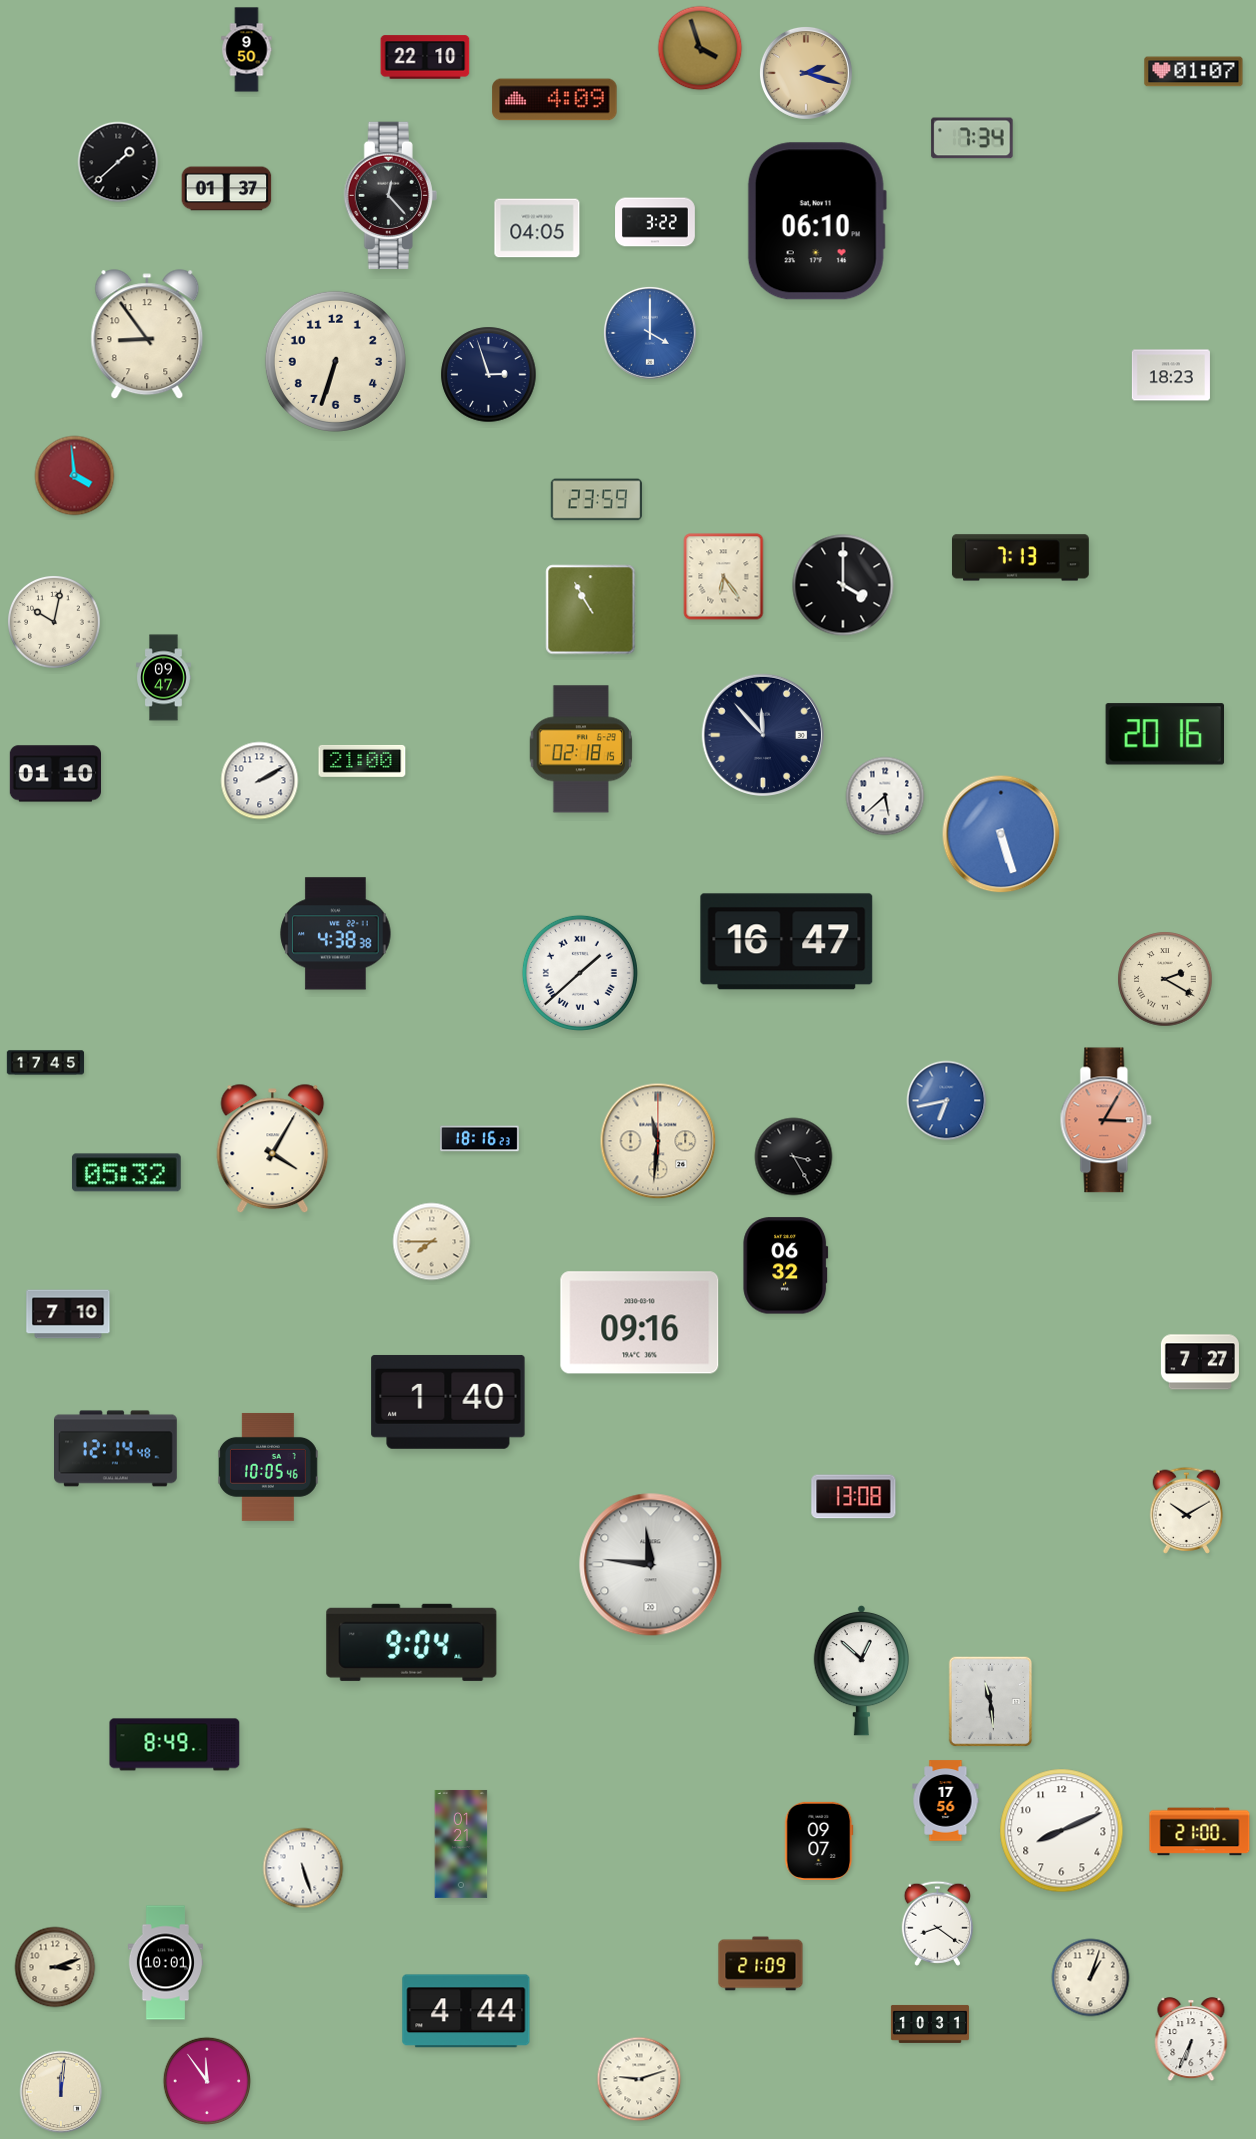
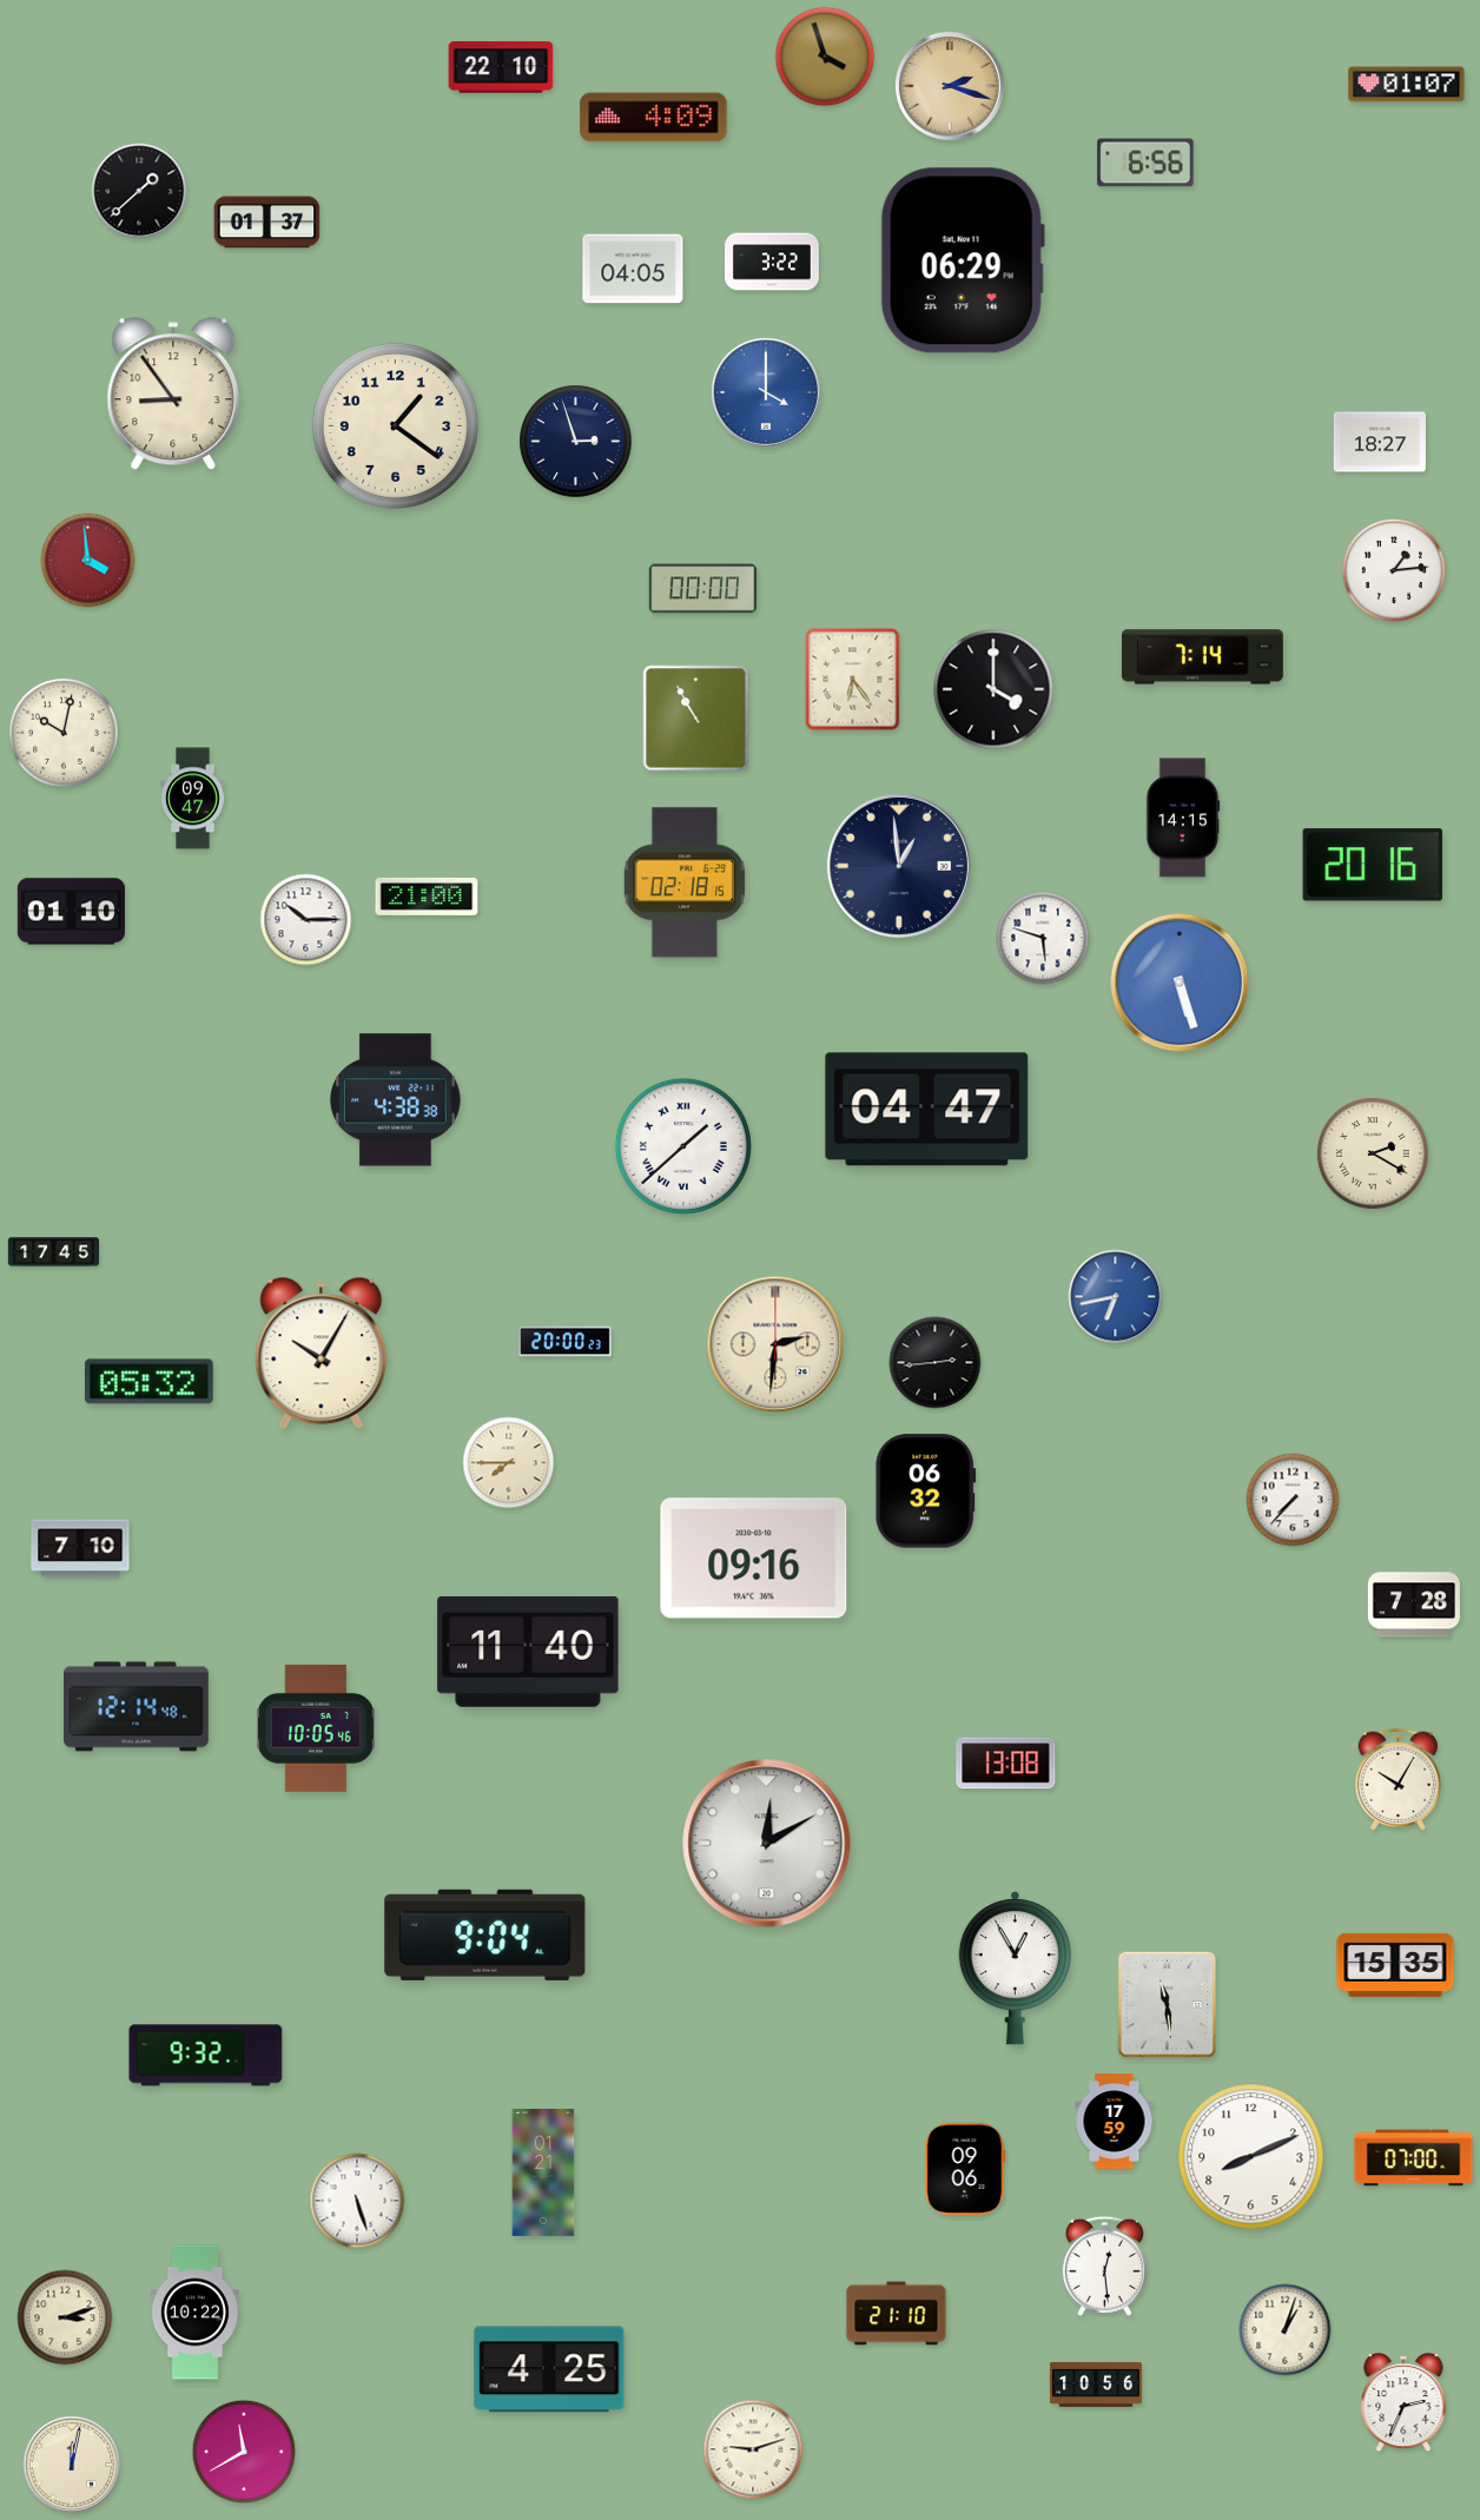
clock at (247, 50): 9:50 -> none
clock at (972, 138): 7:34 -> 6:56
clock at (390, 196): 12:23 -> none
clock at (817, 221): 06:10 -> 06:29
clock at (335, 361): 6:33 -> 1:21
clock at (1171, 375): 18:23 -> 18:27
clock at (1394, 570): none -> 1:14
clock at (596, 500): 23:59 -> 00:00
clock at (1020, 558): 7:13 -> 7:14
clock at (1183, 818): none -> 14:15
clock at (763, 735): 11:53 -> 12:59
clock at (56, 774) position: (56, 774) -> (72, 912)
clock at (260, 781): 2:10 -> 10:15
clock at (885, 796): 5:38 -> 5:48
clock at (787, 942): 16:47 -> 04:47
clock at (1106, 1120): 3:05 -> none
clock at (479, 1139): 18:16 -> 20:00
clock at (658, 1141): 11:31 -> 2:31
clock at (273, 1149): 4:05 -> 10:05
clock at (794, 1157): 3:25 -> 2:44
clock at (1293, 1500): none -> 7:37
clock at (1200, 1362): 7:27 -> 7:28
clock at (448, 1402): 1:40 -> 11:40
clock at (1187, 1510): 10:10 -> 10:05
clock at (651, 1565): 11:46 -> 12:10
clock at (1395, 1965): none -> 15:35
clock at (861, 1670): 12:52 -> 12:55
clock at (175, 1745): 8:49 -> 9:32
clock at (946, 1801): 17:56 -> 17:59
clock at (1200, 1832): 21:00 -> 07:00
clock at (819, 1841): 09:07 -> 09:06
clock at (937, 1923): 8:21 -> 12:29
clock at (165, 1963): 10:01 -> 10:22
clock at (761, 1964): 21:09 -> 21:10
clock at (466, 2011): 4:44 -> 4:25
clock at (930, 2024): 10:31 -> 10:56
clock at (1191, 2040): 6:34 -> 2:34
clock at (207, 2081): 11:54 -> 11:40
clock at (61, 2092): 12:01 -> 12:02
